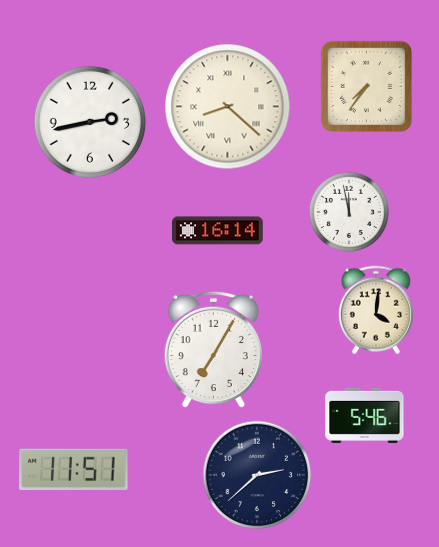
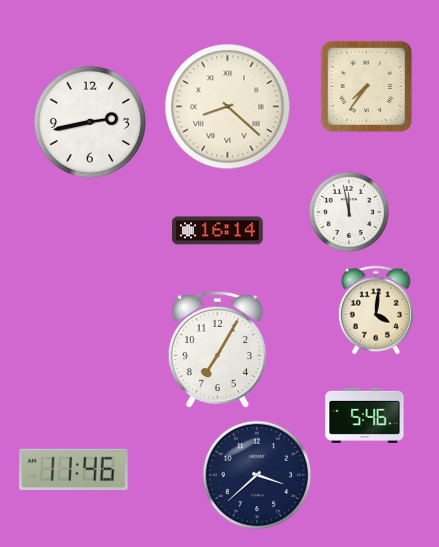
clock at (213, 350) position: (213, 350) -> (217, 350)
clock at (74, 469): 11:51 -> 11:46
clock at (257, 475): 2:38 -> 3:38
